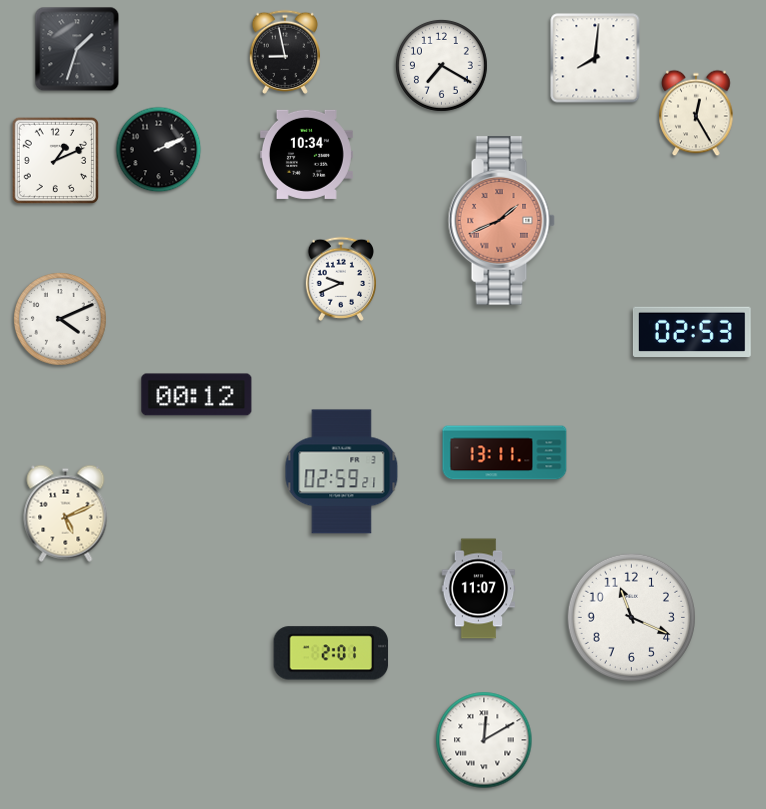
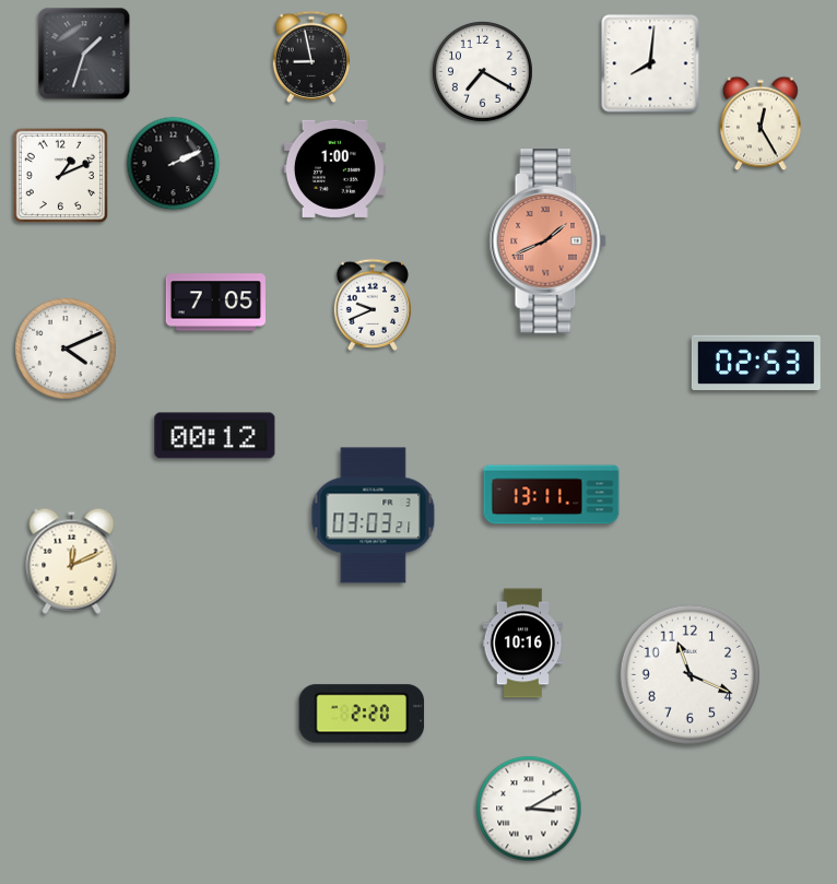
clock at (306, 154): 10:34 -> 1:00
clock at (215, 303): none -> 7:05
clock at (197, 395) position: (197, 395) -> (215, 436)
clock at (342, 472): 02:59 -> 03:03
clock at (66, 513): 5:11 -> 12:11
clock at (479, 589): 11:07 -> 10:16
clock at (331, 653): 2:01 -> 2:20
clock at (484, 740): 12:10 -> 3:10
